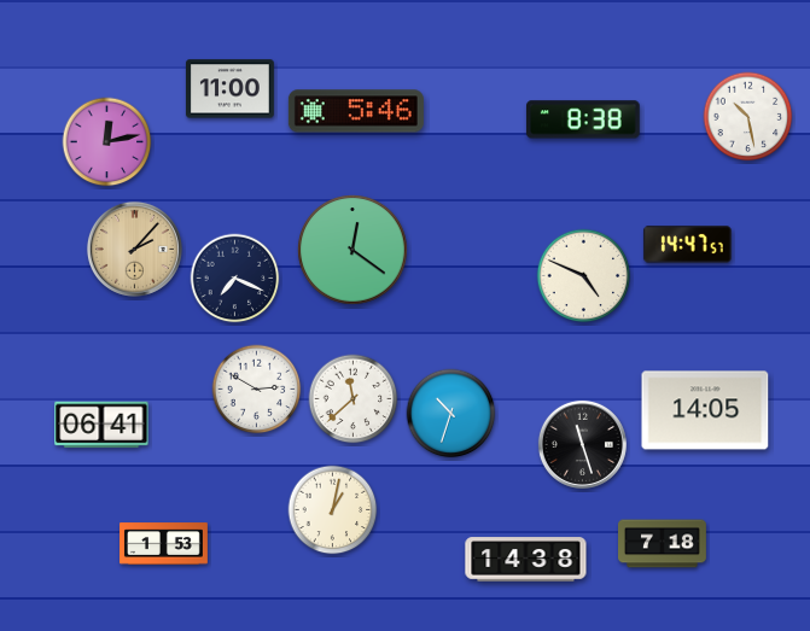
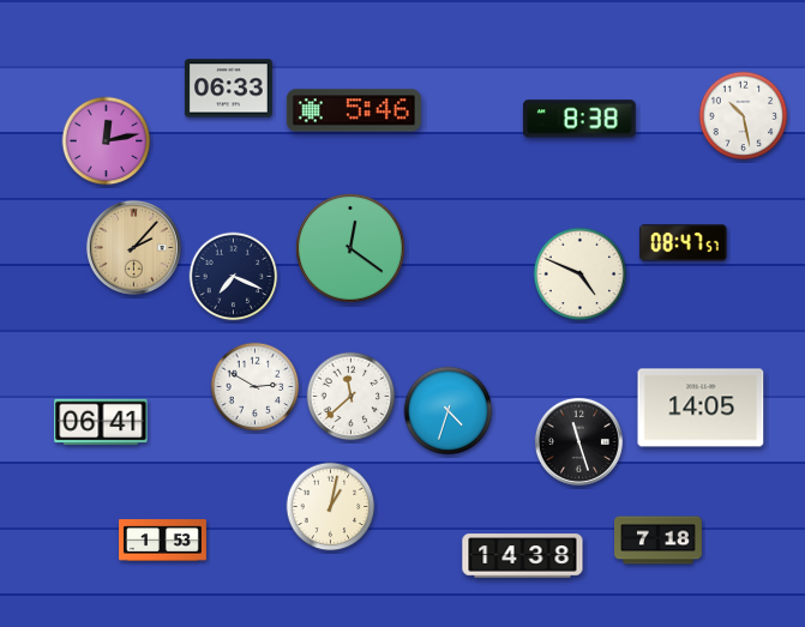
clock at (229, 89): 11:00 -> 06:33
clock at (687, 245): 14:47 -> 08:47
clock at (451, 414): 10:33 -> 4:33
